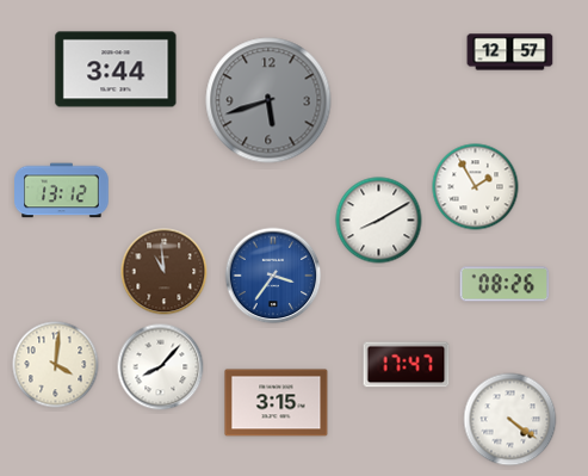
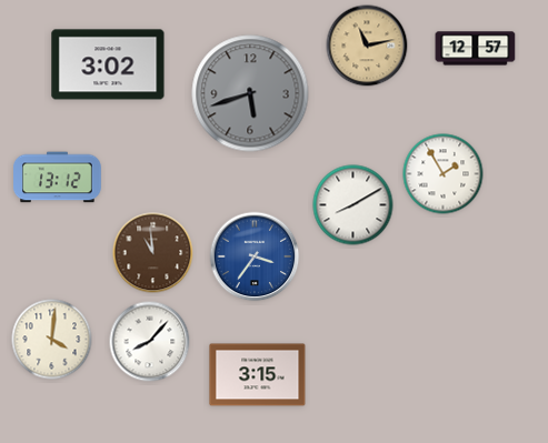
clock at (367, 46): none -> 11:13
clock at (116, 69): 3:44 -> 3:02
clock at (505, 284): 08:26 -> none
clock at (407, 365): 17:47 -> none
clock at (510, 420): 4:21 -> none
